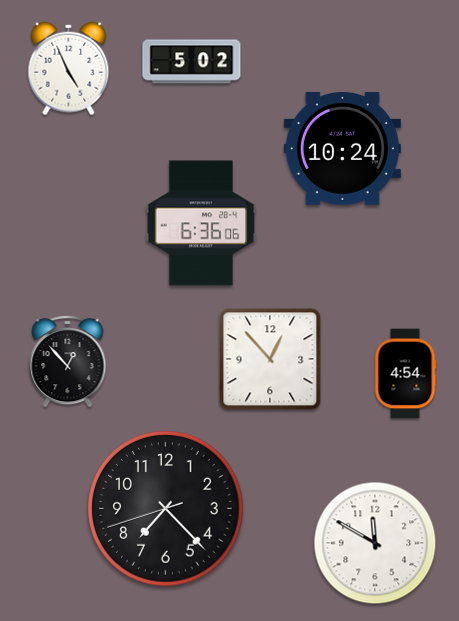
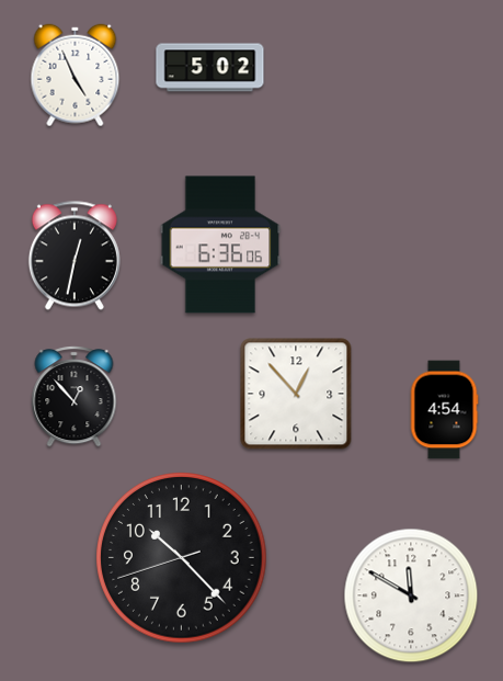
clock at (342, 148): 10:24 -> none
clock at (75, 256): none -> 12:32
clock at (166, 509): 7:22 -> 10:22
